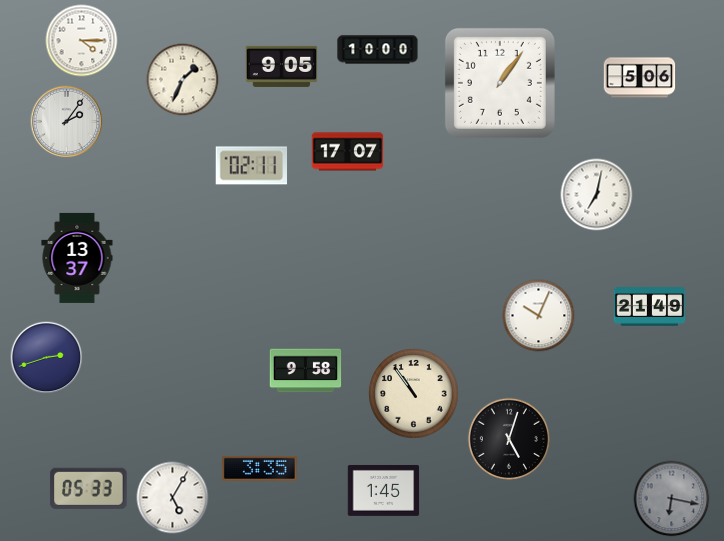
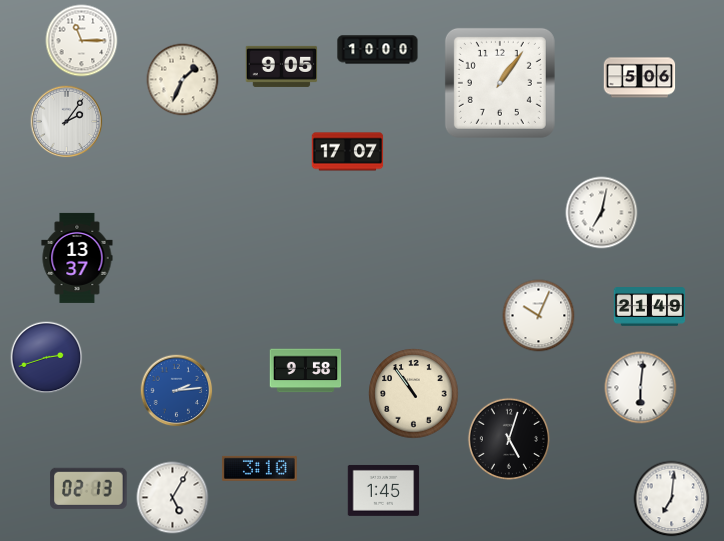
clock at (82, 41): 4:15 -> 11:15
clock at (252, 166): 02:11 -> none
clock at (597, 195) position: (597, 195) -> (602, 213)
clock at (641, 388): none -> 6:01
clock at (177, 391): none -> 2:14
clock at (259, 468): 3:35 -> 3:10
clock at (89, 488): 05:33 -> 02:13
clock at (672, 499): 6:17 -> 7:01
clock at (672, 499) dial: grey -> white
